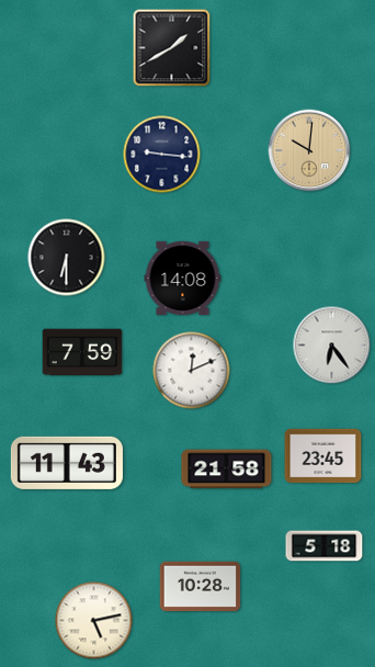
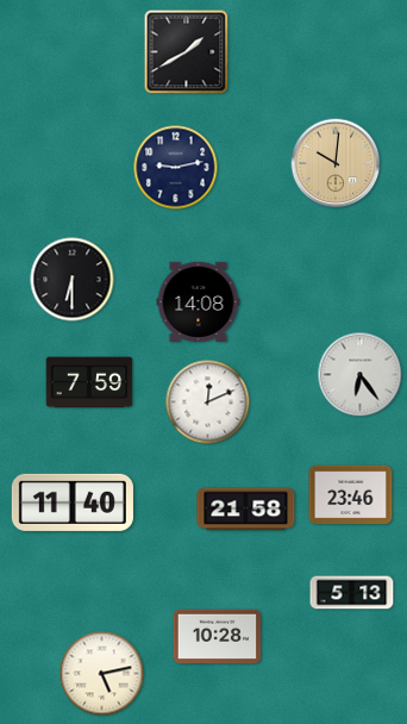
clock at (162, 155): 9:16 -> 9:13
clock at (323, 456): 23:45 -> 23:46
clock at (67, 463): 11:43 -> 11:40
clock at (325, 546): 5:18 -> 5:13
